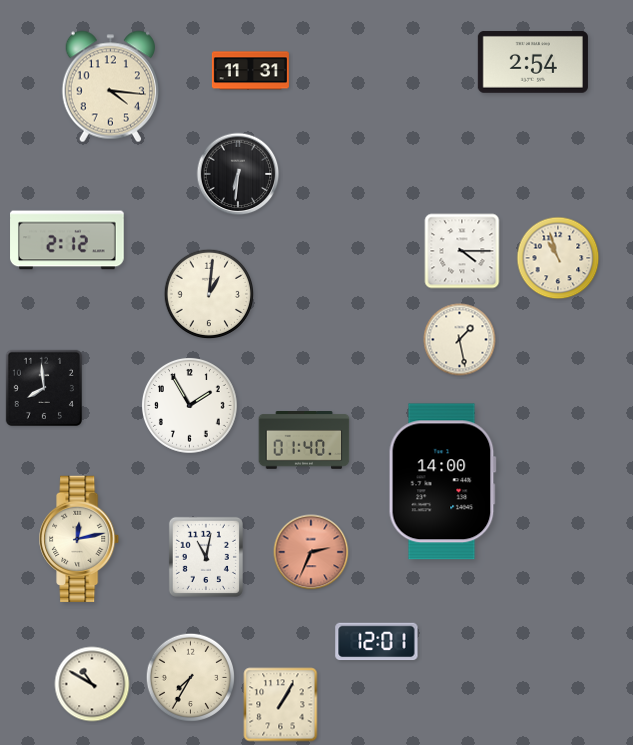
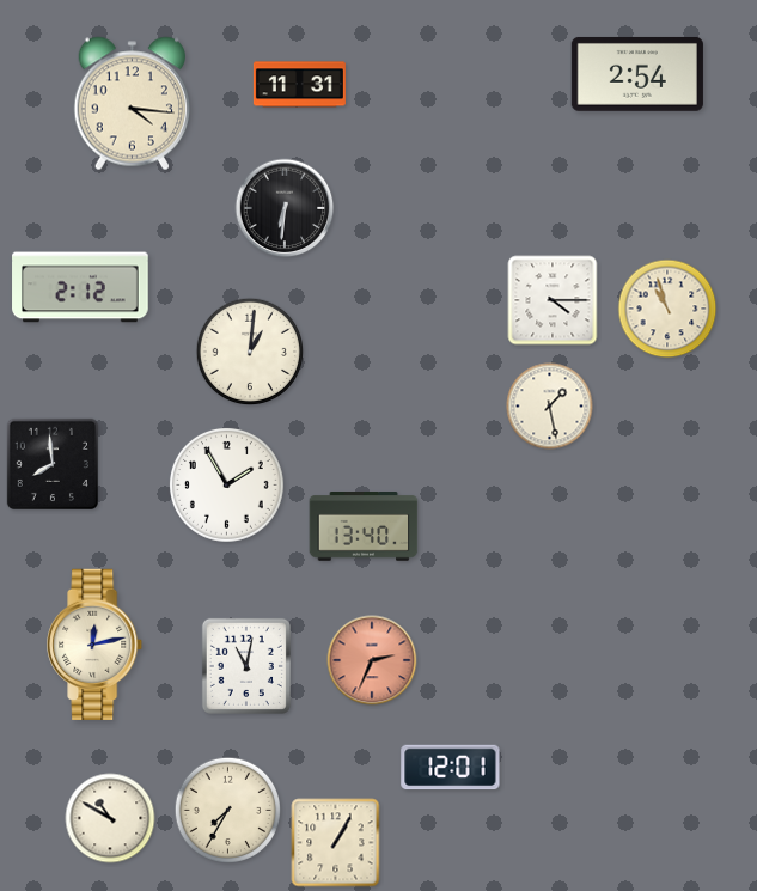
clock at (304, 440): 01:40 -> 13:40
clock at (442, 482): 14:00 -> none
